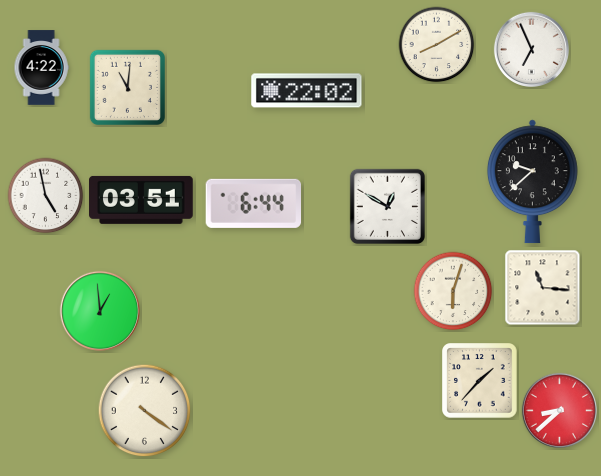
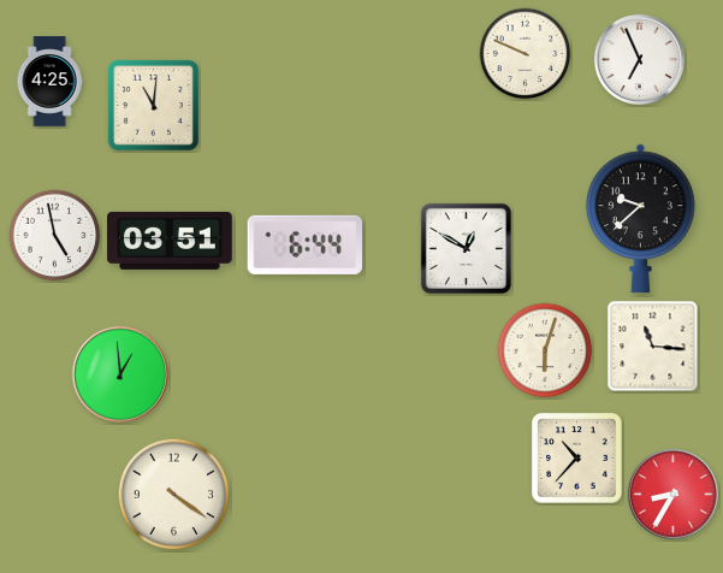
clock at (437, 45): 8:10 -> 9:49
clock at (41, 68): 4:22 -> 4:25
clock at (307, 91): 22:02 -> none
clock at (480, 381): 1:37 -> 10:37
clock at (559, 410): 8:38 -> 8:35
